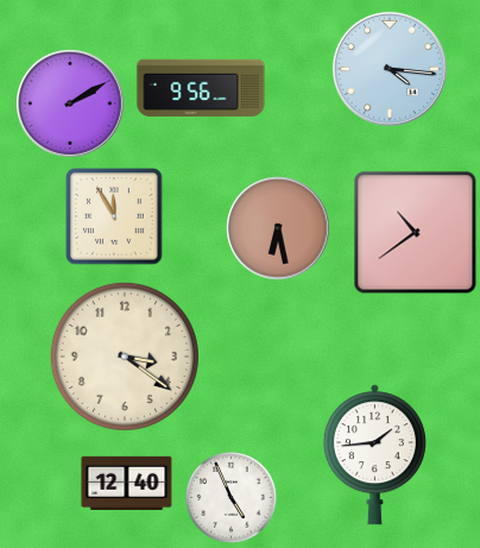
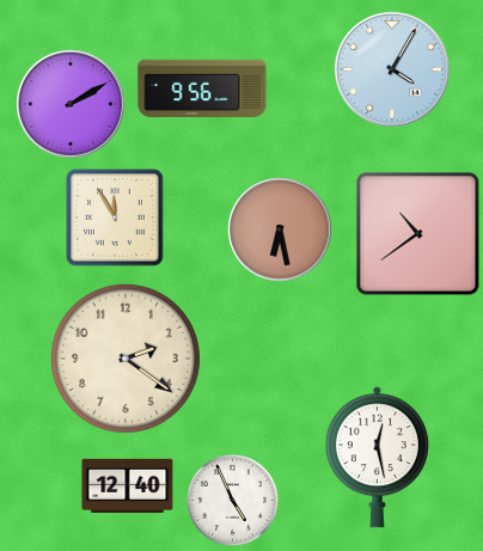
clock at (390, 69): 4:16 -> 4:05
clock at (125, 357): 3:21 -> 2:21
clock at (374, 455): 1:44 -> 12:28
